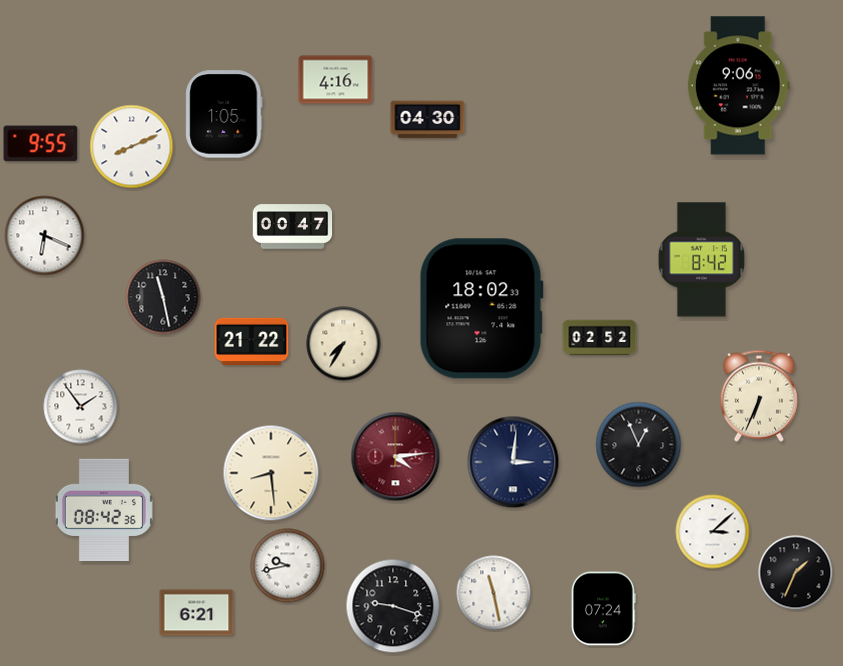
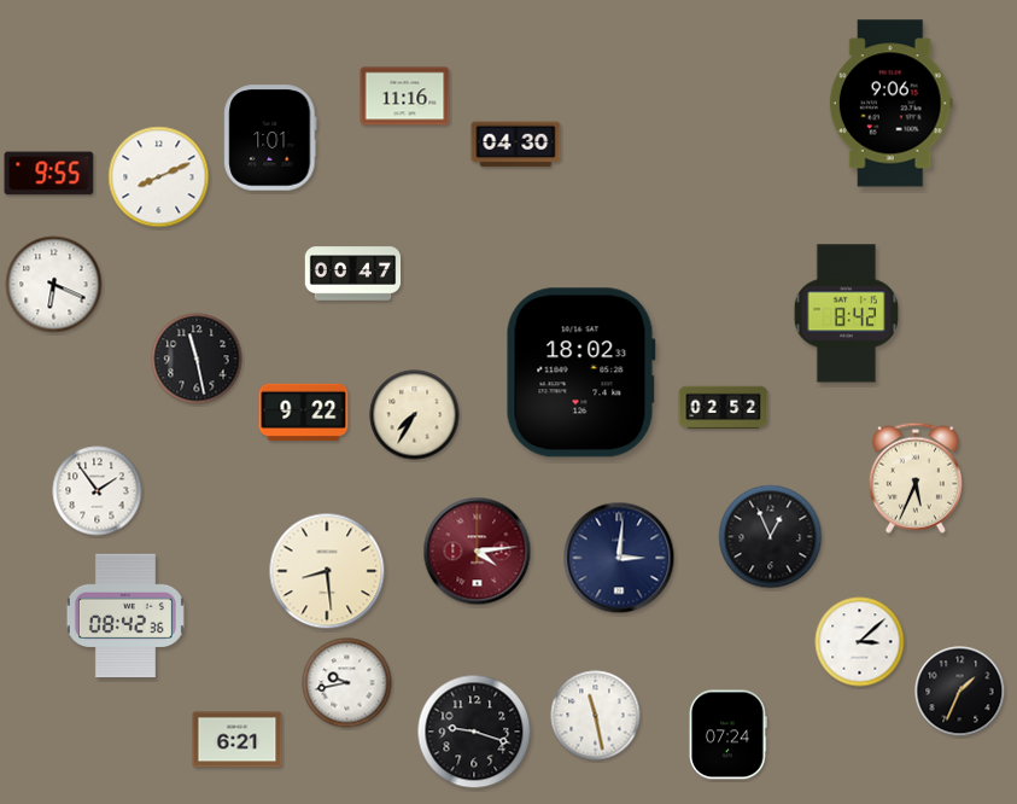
clock at (336, 80): 4:16 -> 11:16
clock at (224, 114): 1:05 -> 1:01
clock at (252, 341): 21:22 -> 9:22
clock at (759, 396): 6:34 -> 5:34
